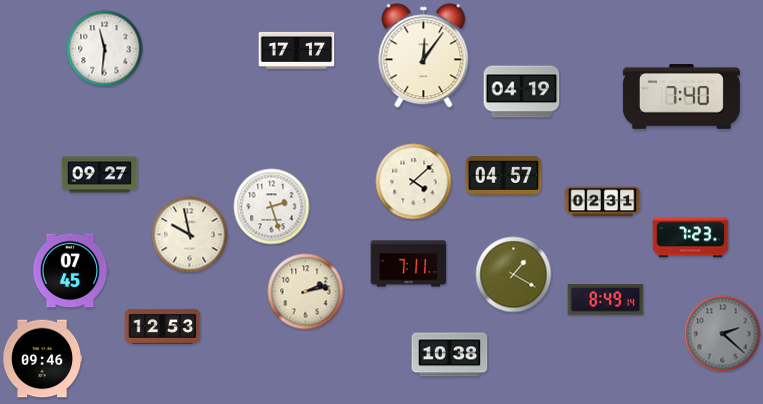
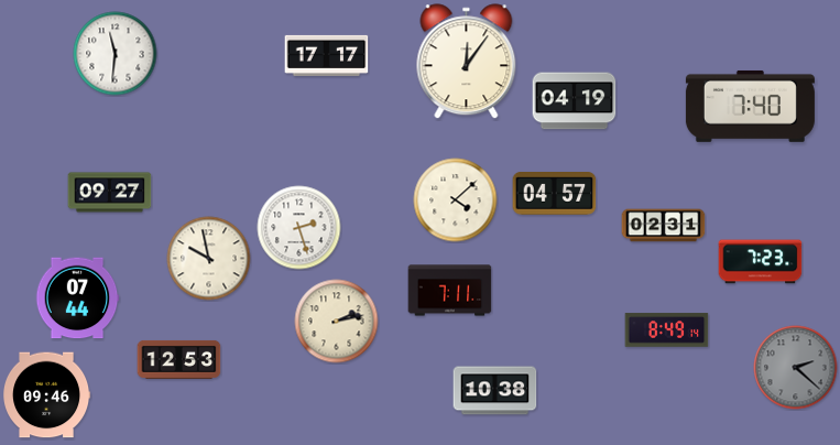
clock at (603, 202) position: (603, 202) -> (664, 226)
clock at (70, 271): 07:45 -> 07:44
clock at (514, 275): 1:20 -> none
